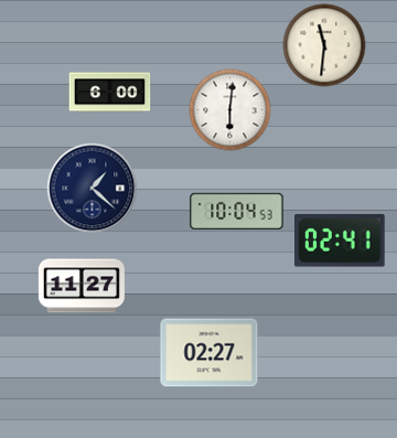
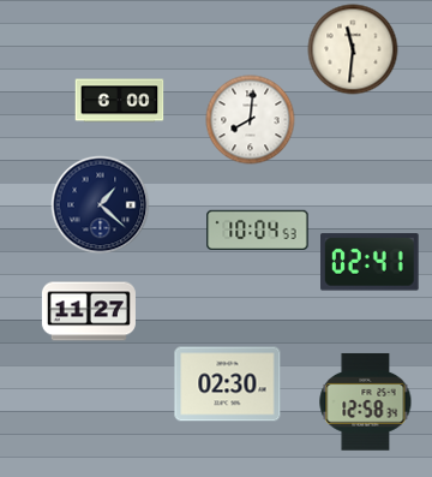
clock at (230, 110): 6:01 -> 8:01
clock at (210, 353): 02:27 -> 02:30
clock at (366, 403): none -> 12:58
